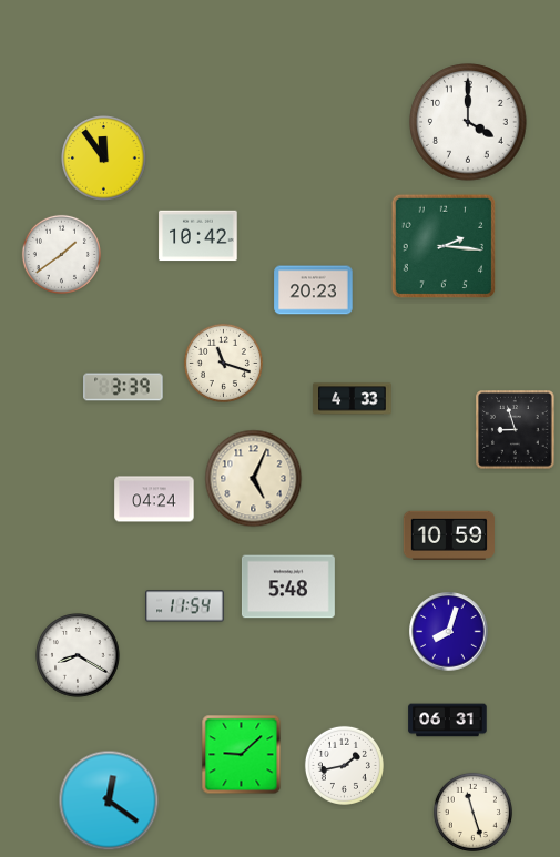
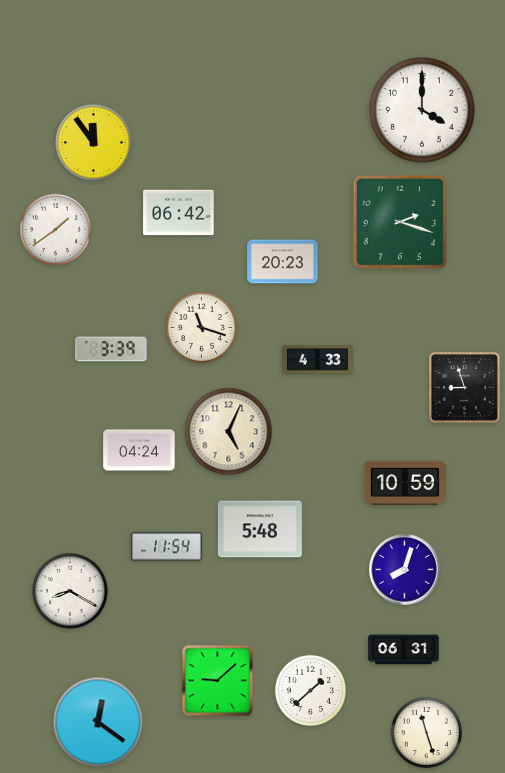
clock at (198, 236): 10:42 -> 06:42
clock at (442, 245): 2:16 -> 2:18
clock at (344, 765): 1:43 -> 1:38
